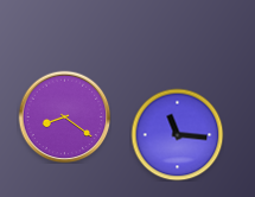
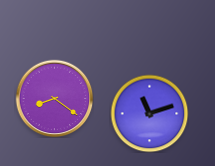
clock at (177, 134): 11:16 -> 11:12
